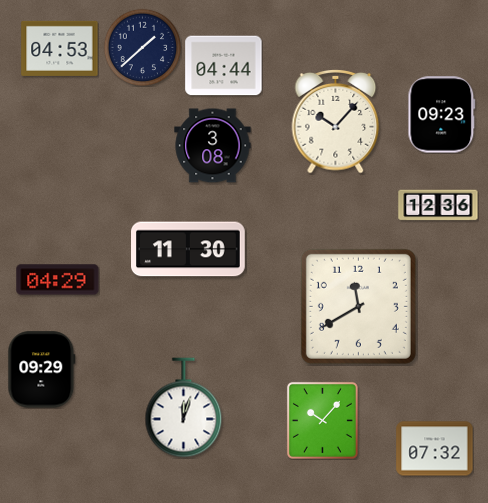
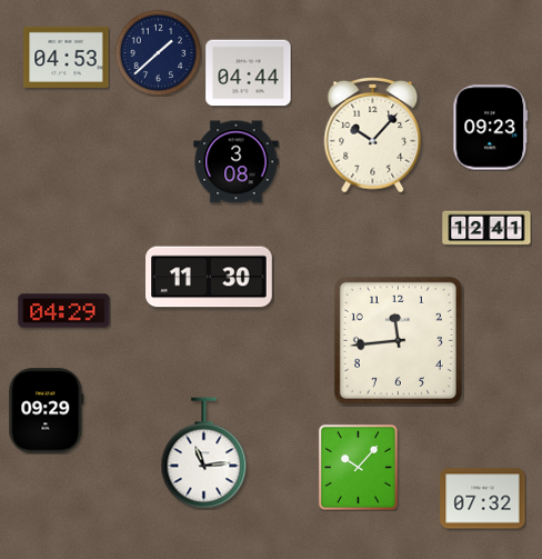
clock at (60, 48) position: (60, 48) -> (67, 57)
clock at (438, 205): 12:36 -> 12:41
clock at (358, 306): 11:40 -> 11:44
clock at (184, 408): 12:03 -> 11:14
